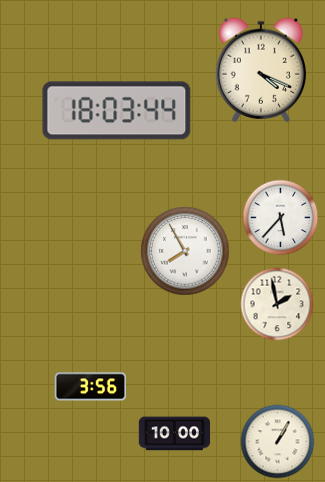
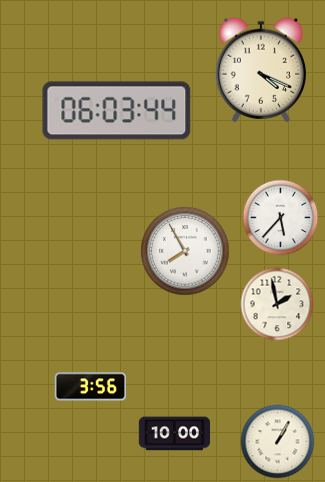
clock at (117, 111): 18:03 -> 06:03
